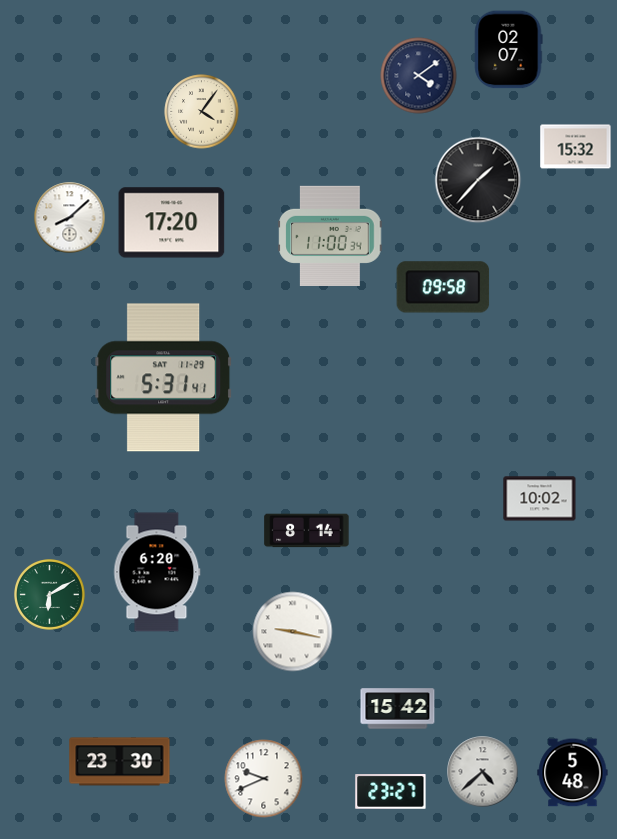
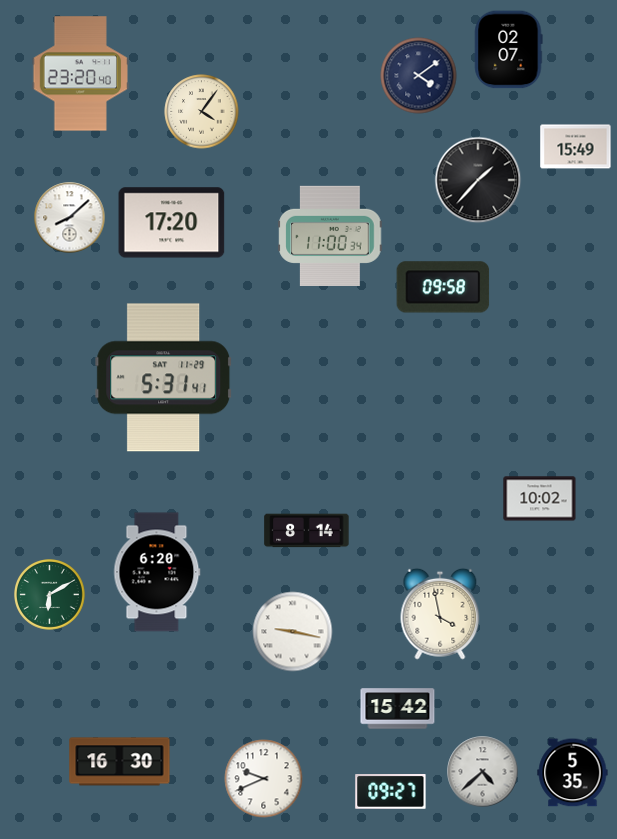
clock at (81, 74): none -> 23:20
clock at (576, 147): 15:32 -> 15:49
clock at (440, 614): none -> 3:58
clock at (120, 762): 23:30 -> 16:30
clock at (573, 773): 5:48 -> 5:35
clock at (391, 792): 23:27 -> 09:27
